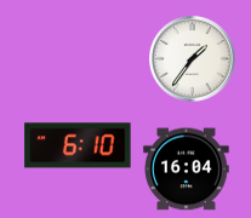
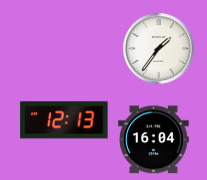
clock at (78, 145): 6:10 -> 12:13
